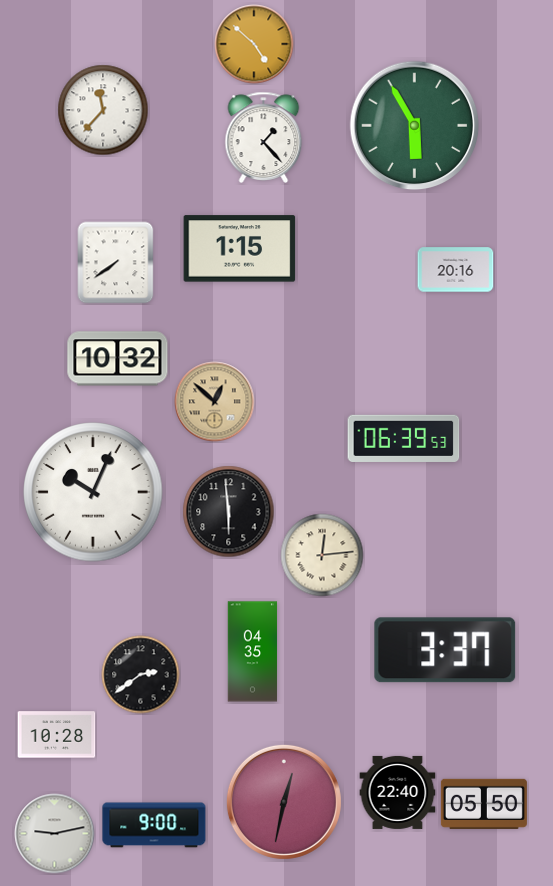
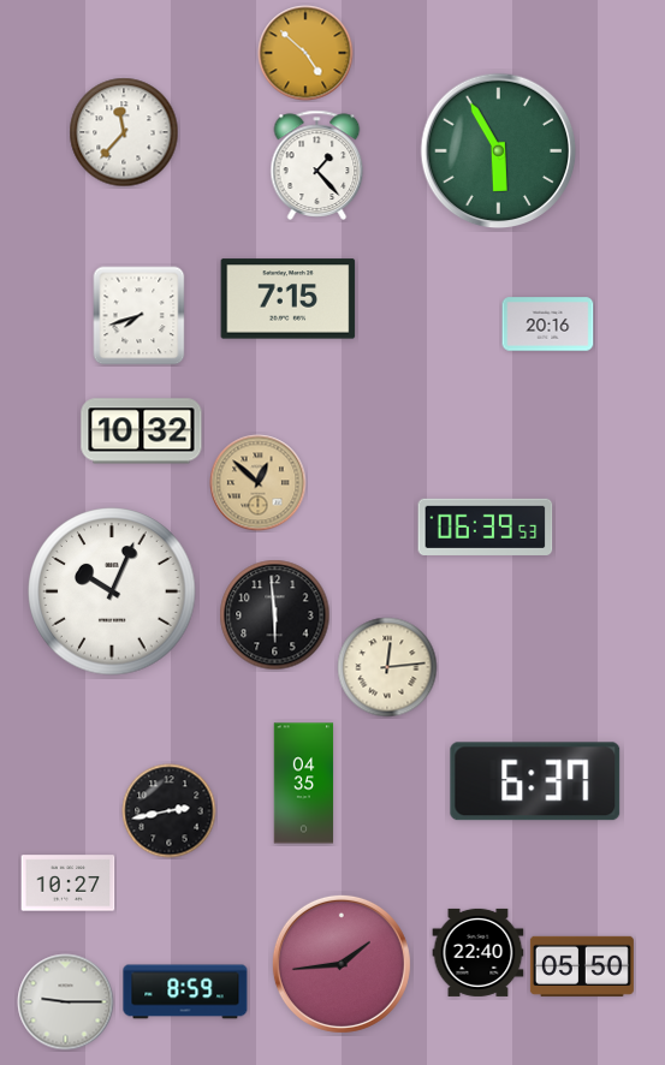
clock at (240, 249): 1:15 -> 7:15
clock at (116, 263): 7:39 -> 7:42
clock at (445, 650): 3:37 -> 6:37
clock at (141, 675): 2:39 -> 2:43
clock at (57, 735): 10:28 -> 10:27
clock at (284, 802): 12:32 -> 1:44
clock at (154, 825): 9:00 -> 8:59
clock at (55, 834): 9:13 -> 9:15
